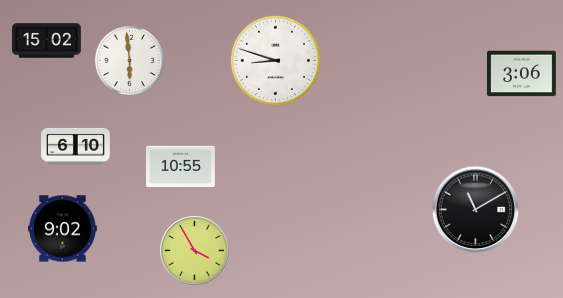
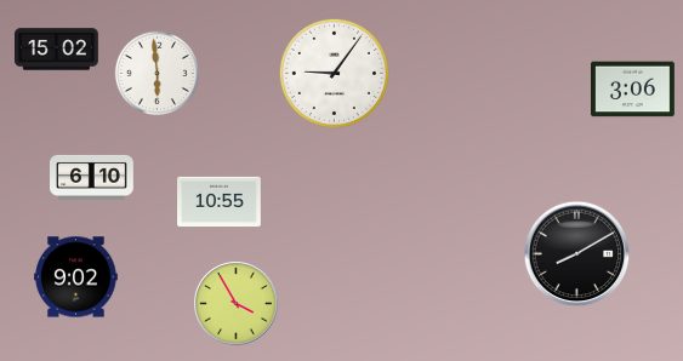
clock at (275, 60): 8:48 -> 9:06
clock at (476, 210): 11:10 -> 8:10
